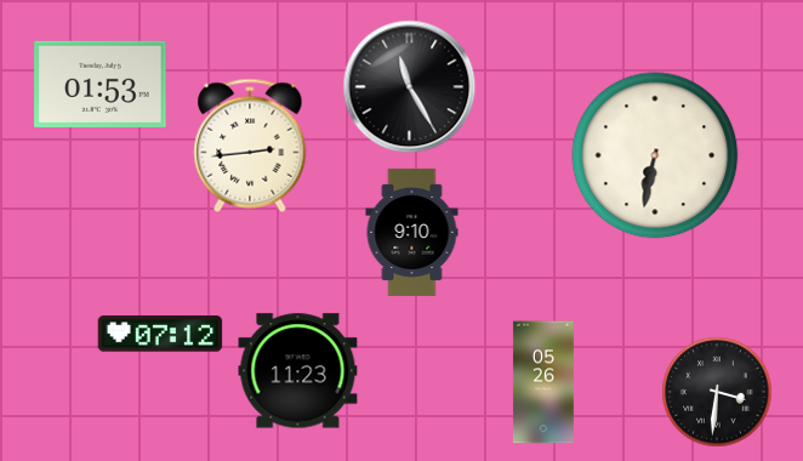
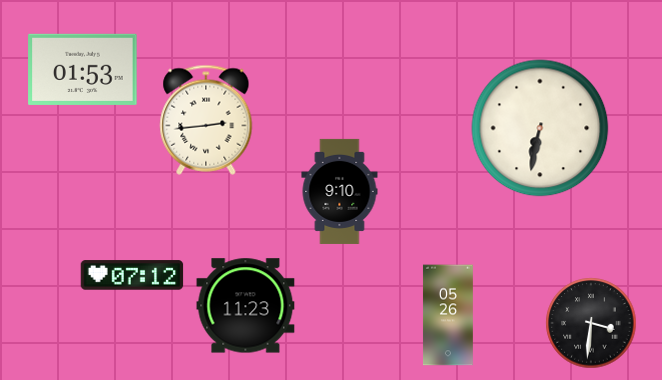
clock at (410, 87): 11:25 -> none
